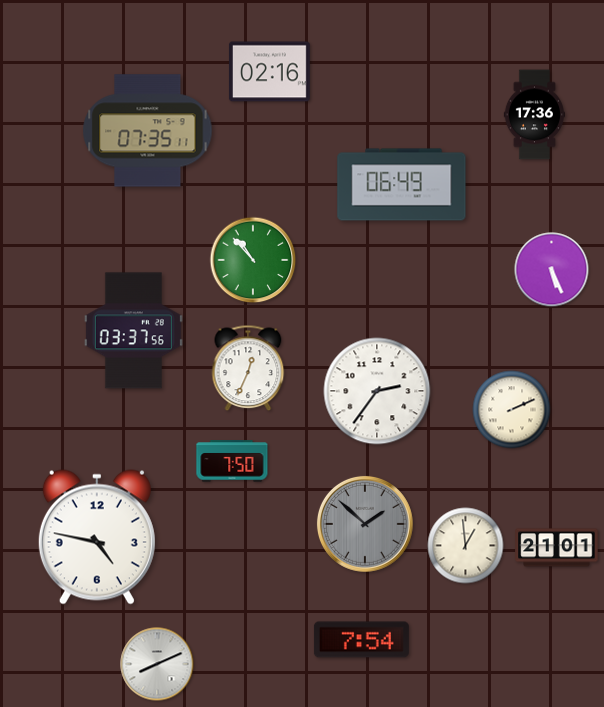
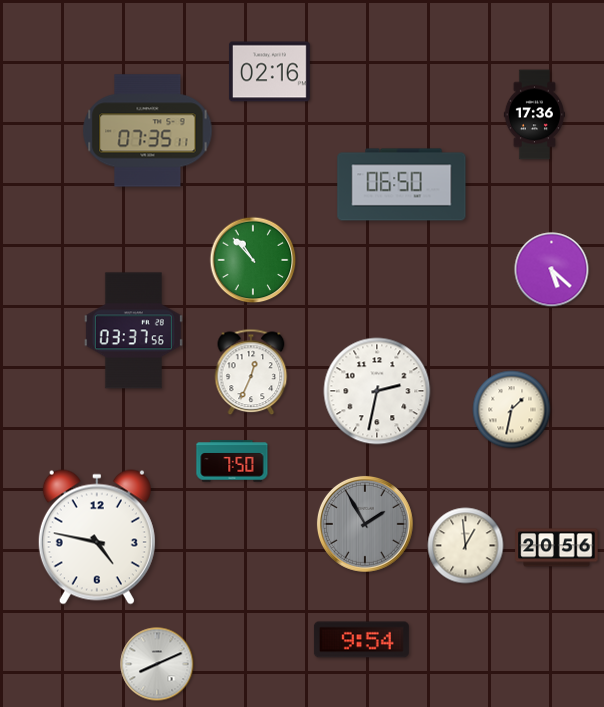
clock at (402, 185): 06:49 -> 06:50
clock at (552, 270): 5:26 -> 5:22
clock at (248, 368) position: (248, 368) -> (251, 372)
clock at (377, 391): 2:36 -> 2:32
clock at (512, 410): 2:11 -> 1:32
clock at (365, 524): 1:52 -> 1:55
clock at (557, 548): 21:01 -> 20:56
clock at (361, 640): 7:54 -> 9:54
